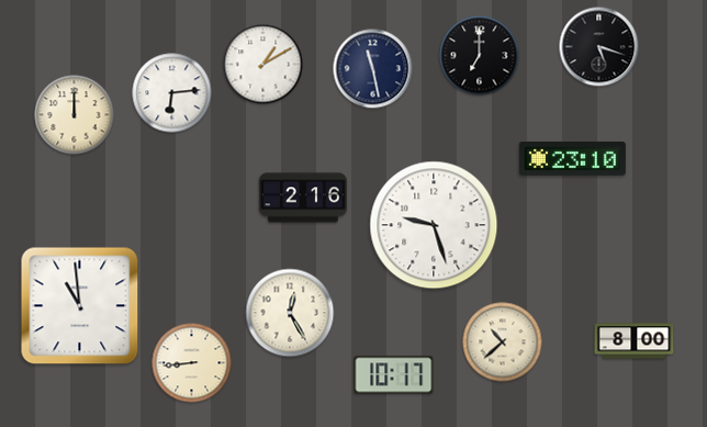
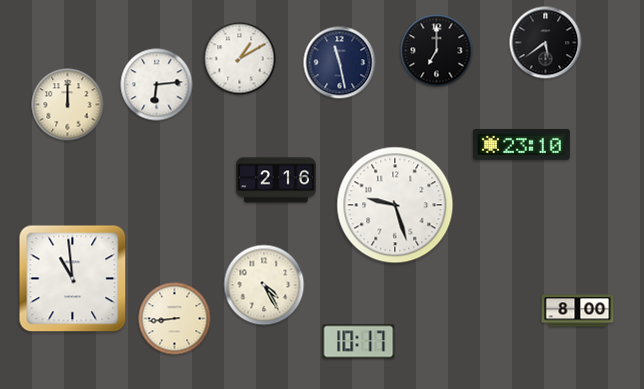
clock at (599, 47): 5:18 -> 5:39
clock at (290, 313): 12:25 -> 4:25
clock at (503, 342): 10:38 -> none
clock at (192, 363) position: (192, 363) -> (175, 319)
